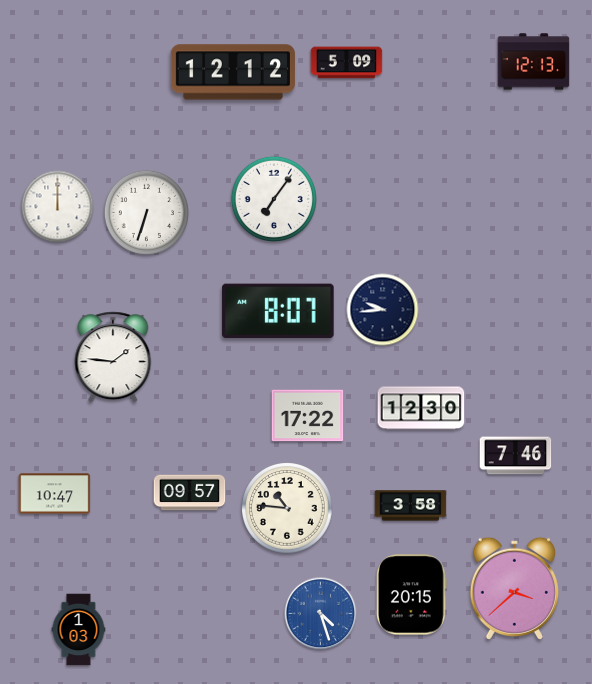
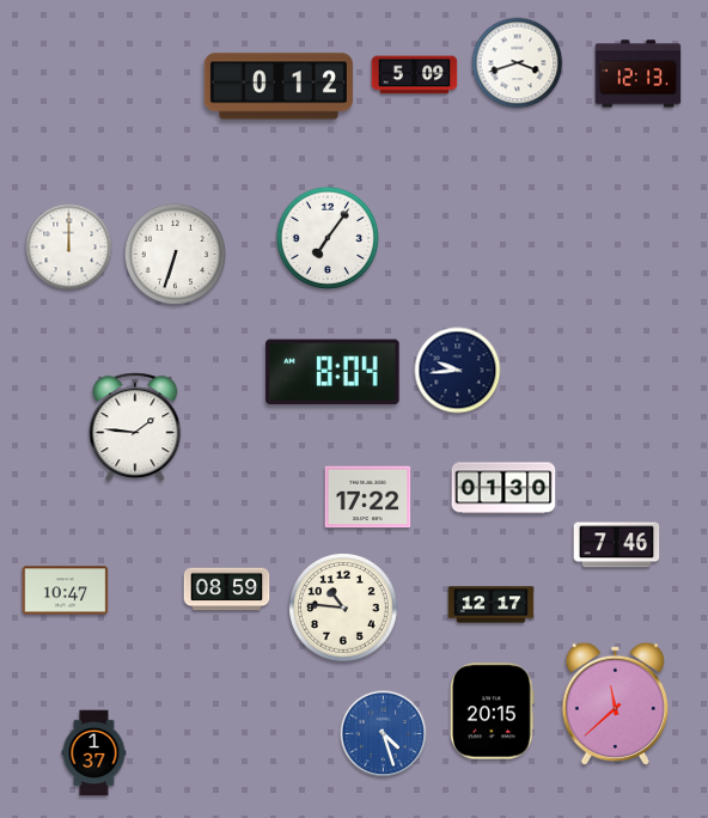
clock at (518, 63): none -> 3:42
clock at (233, 72): 12:12 -> 0:12
clock at (278, 311): 8:07 -> 8:04
clock at (421, 408): 12:30 -> 01:30
clock at (190, 493): 09:57 -> 08:59
clock at (411, 506): 3:58 -> 12:17
clock at (514, 588): 3:38 -> 11:38
clock at (79, 630): 1:03 -> 1:37
